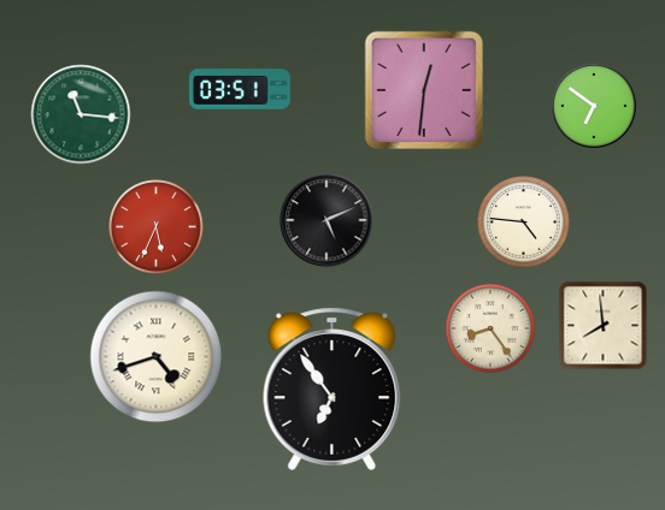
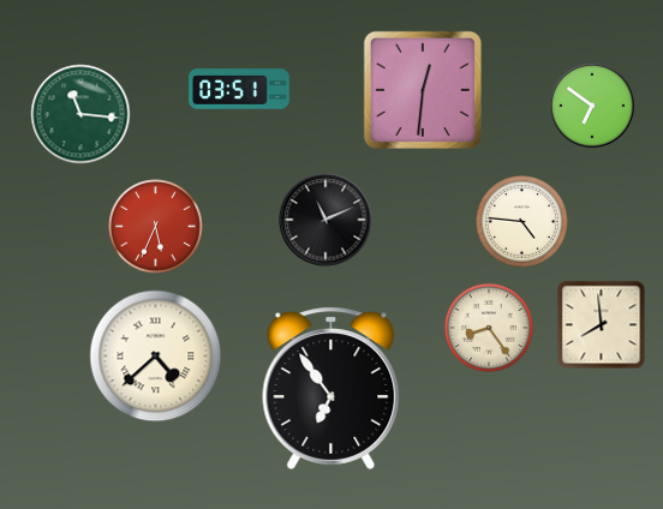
clock at (326, 220): 5:11 -> 11:11
clock at (157, 357): 4:42 -> 4:38
